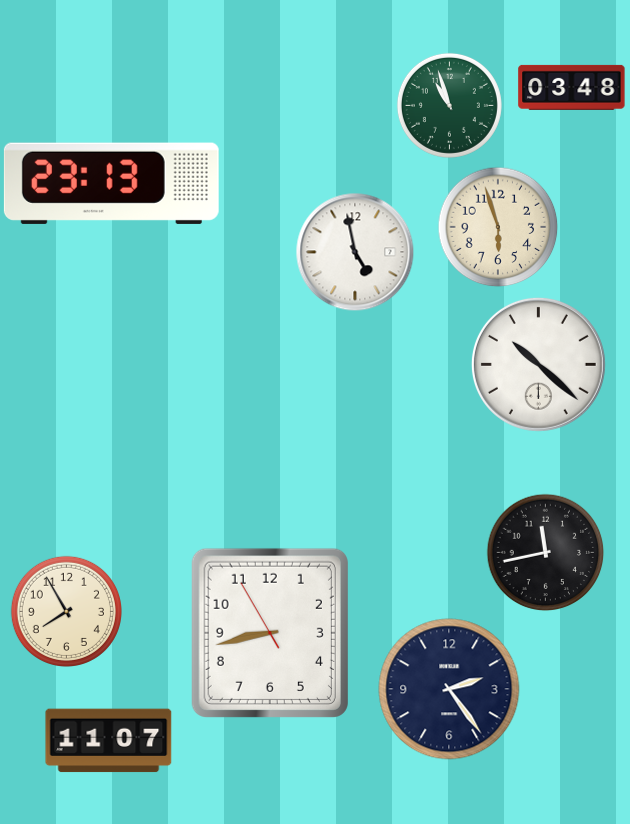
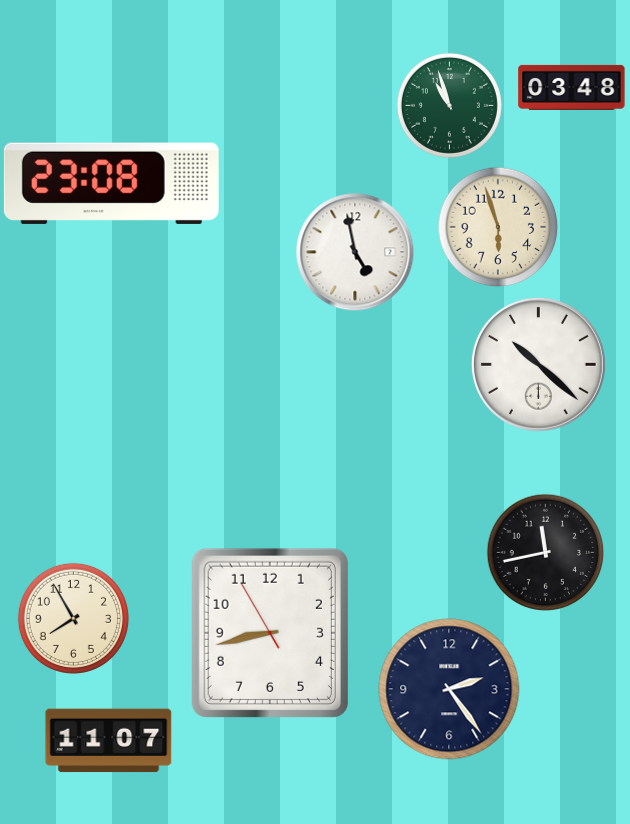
clock at (111, 183): 23:13 -> 23:08
clock at (66, 611) position: (66, 611) -> (73, 618)
